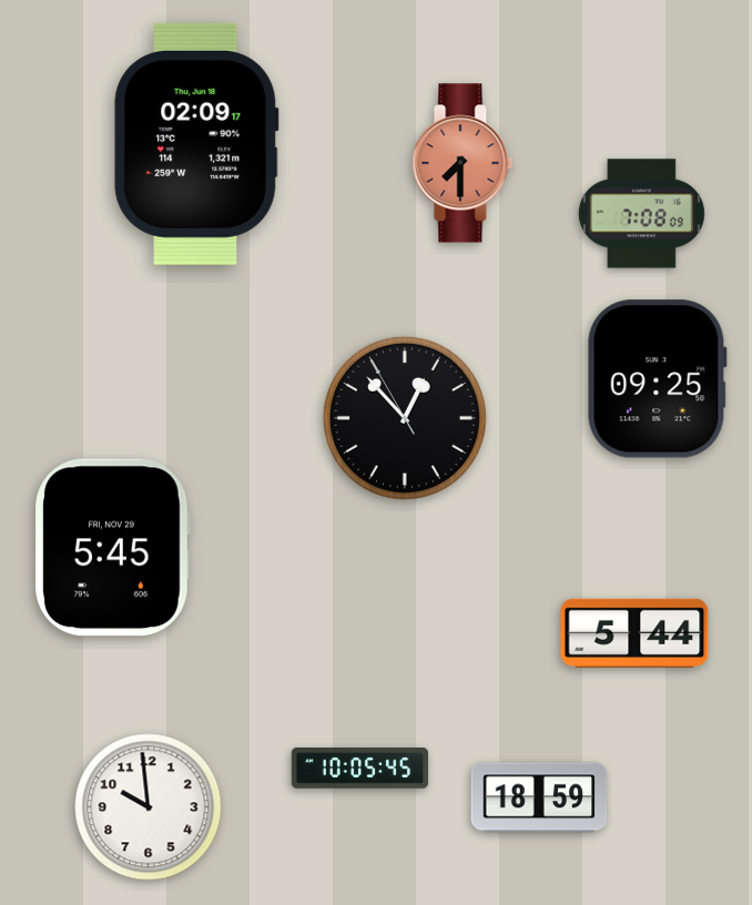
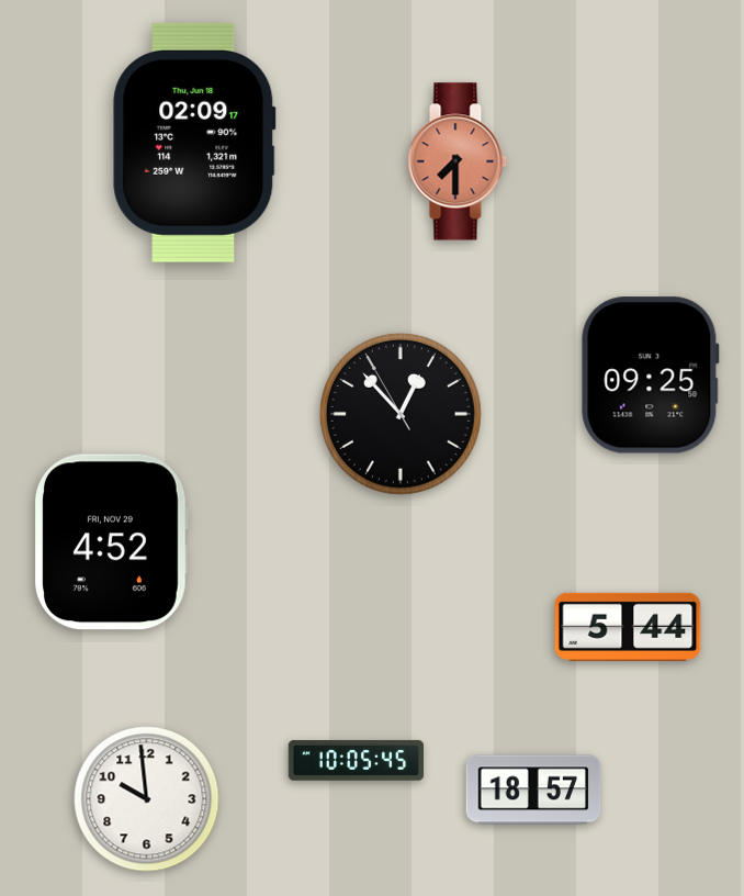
clock at (641, 214): 7:08 -> none
clock at (113, 548): 5:45 -> 4:52
clock at (539, 797): 18:59 -> 18:57
